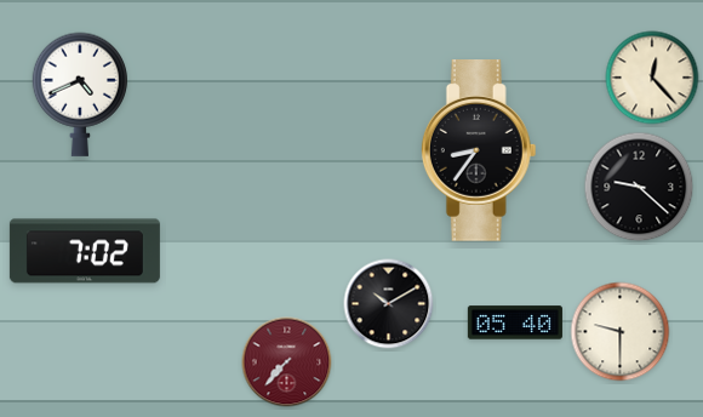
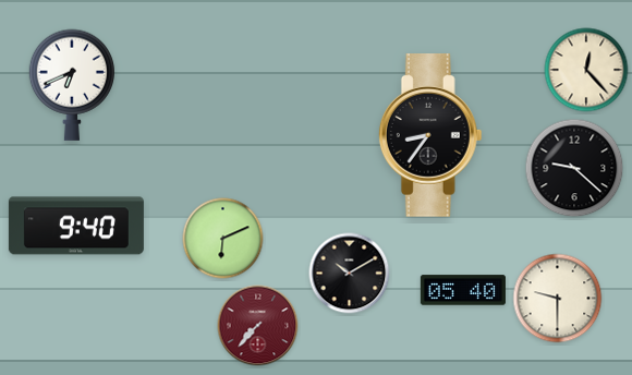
clock at (79, 95): 4:41 -> 6:41
clock at (85, 251): 7:02 -> 9:40
clock at (223, 239): none -> 6:11
